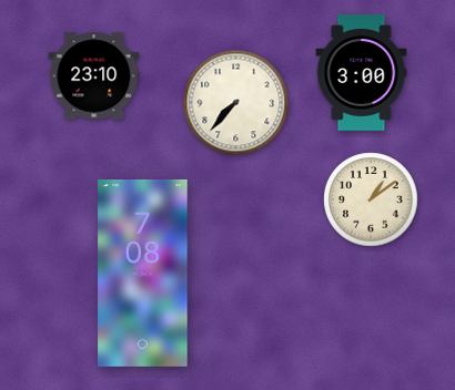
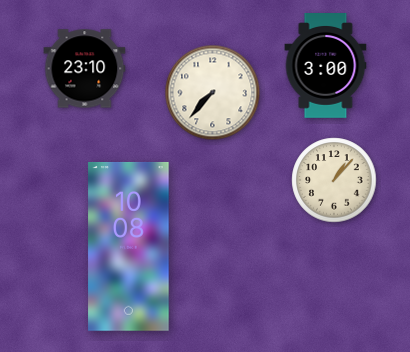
clock at (371, 199): 1:09 -> 1:07
clock at (143, 274): 7:08 -> 10:08
